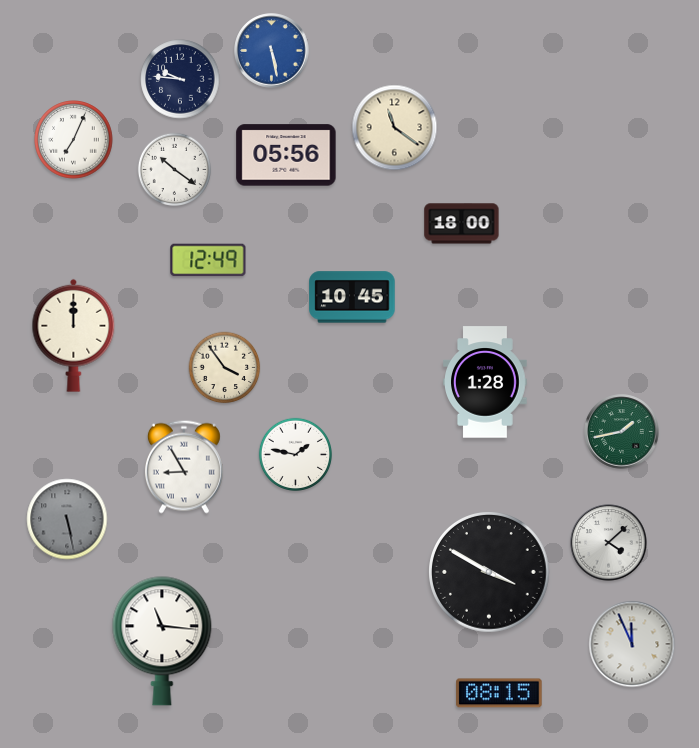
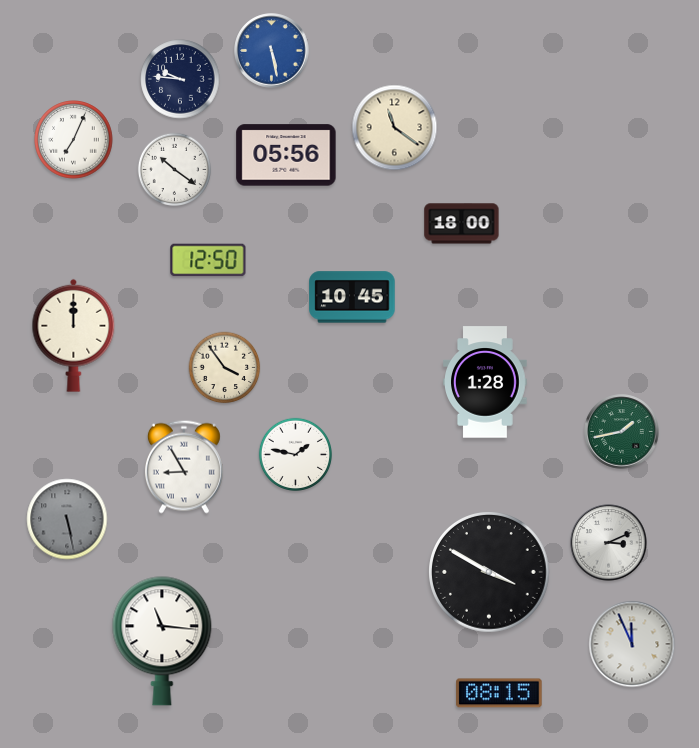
clock at (208, 260): 12:49 -> 12:50
clock at (609, 543): 4:08 -> 3:11
